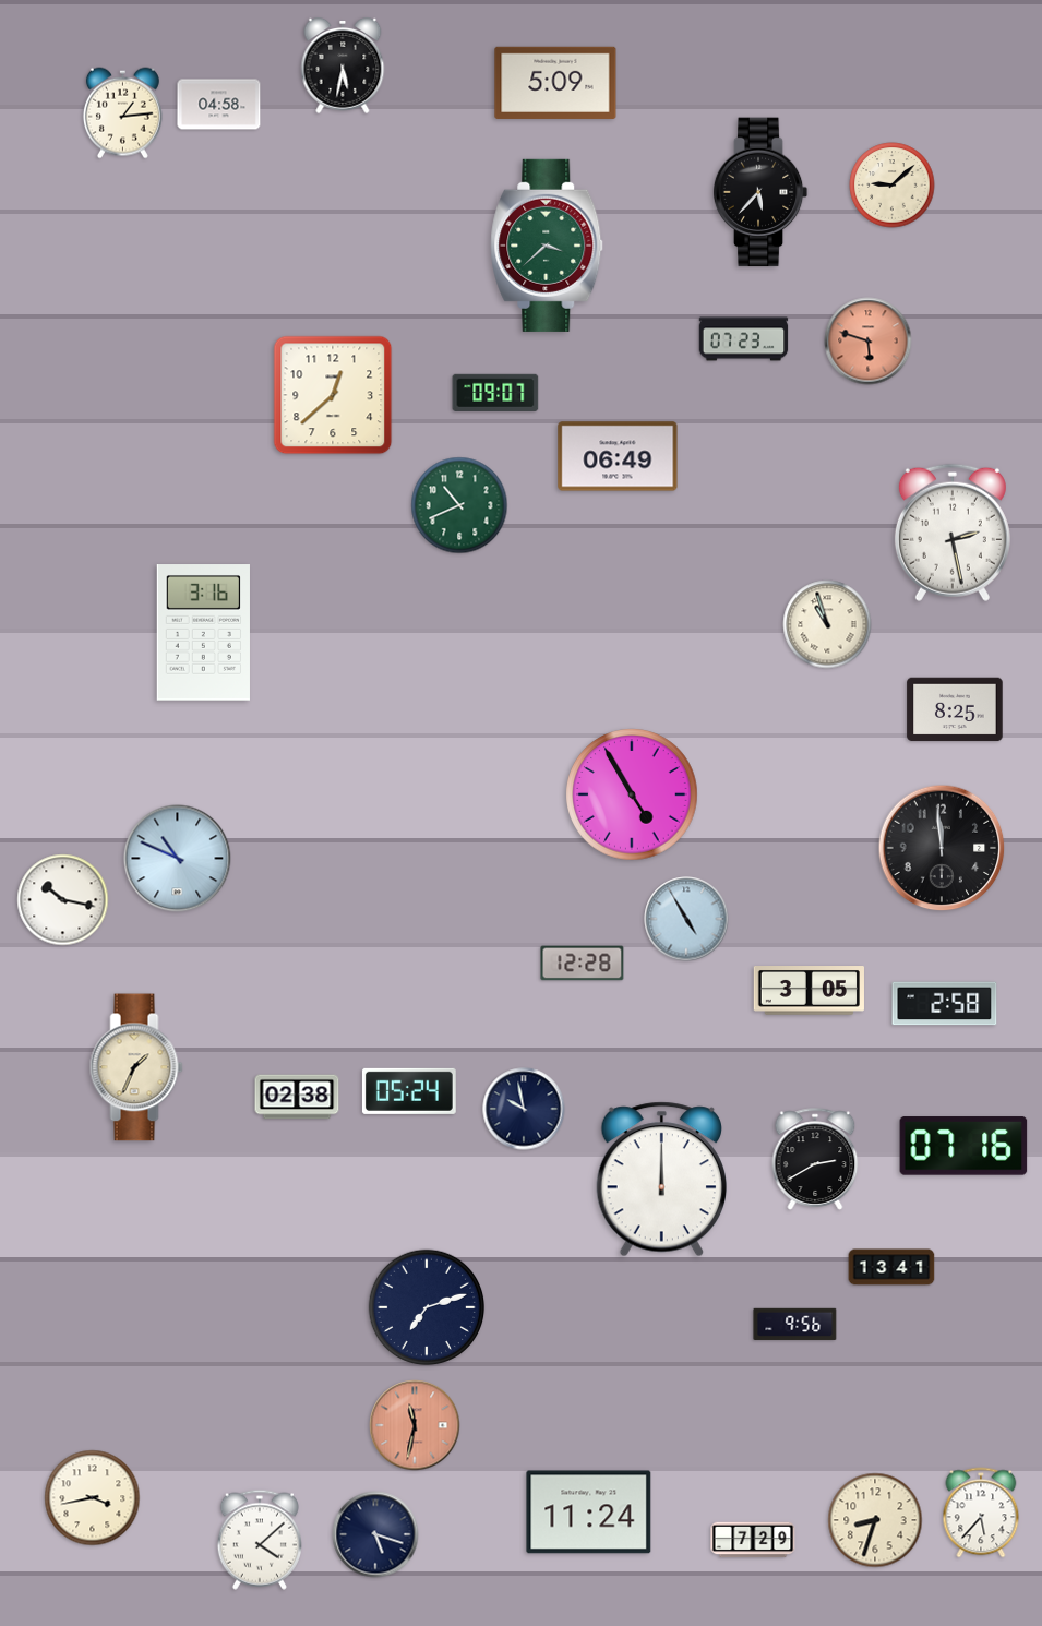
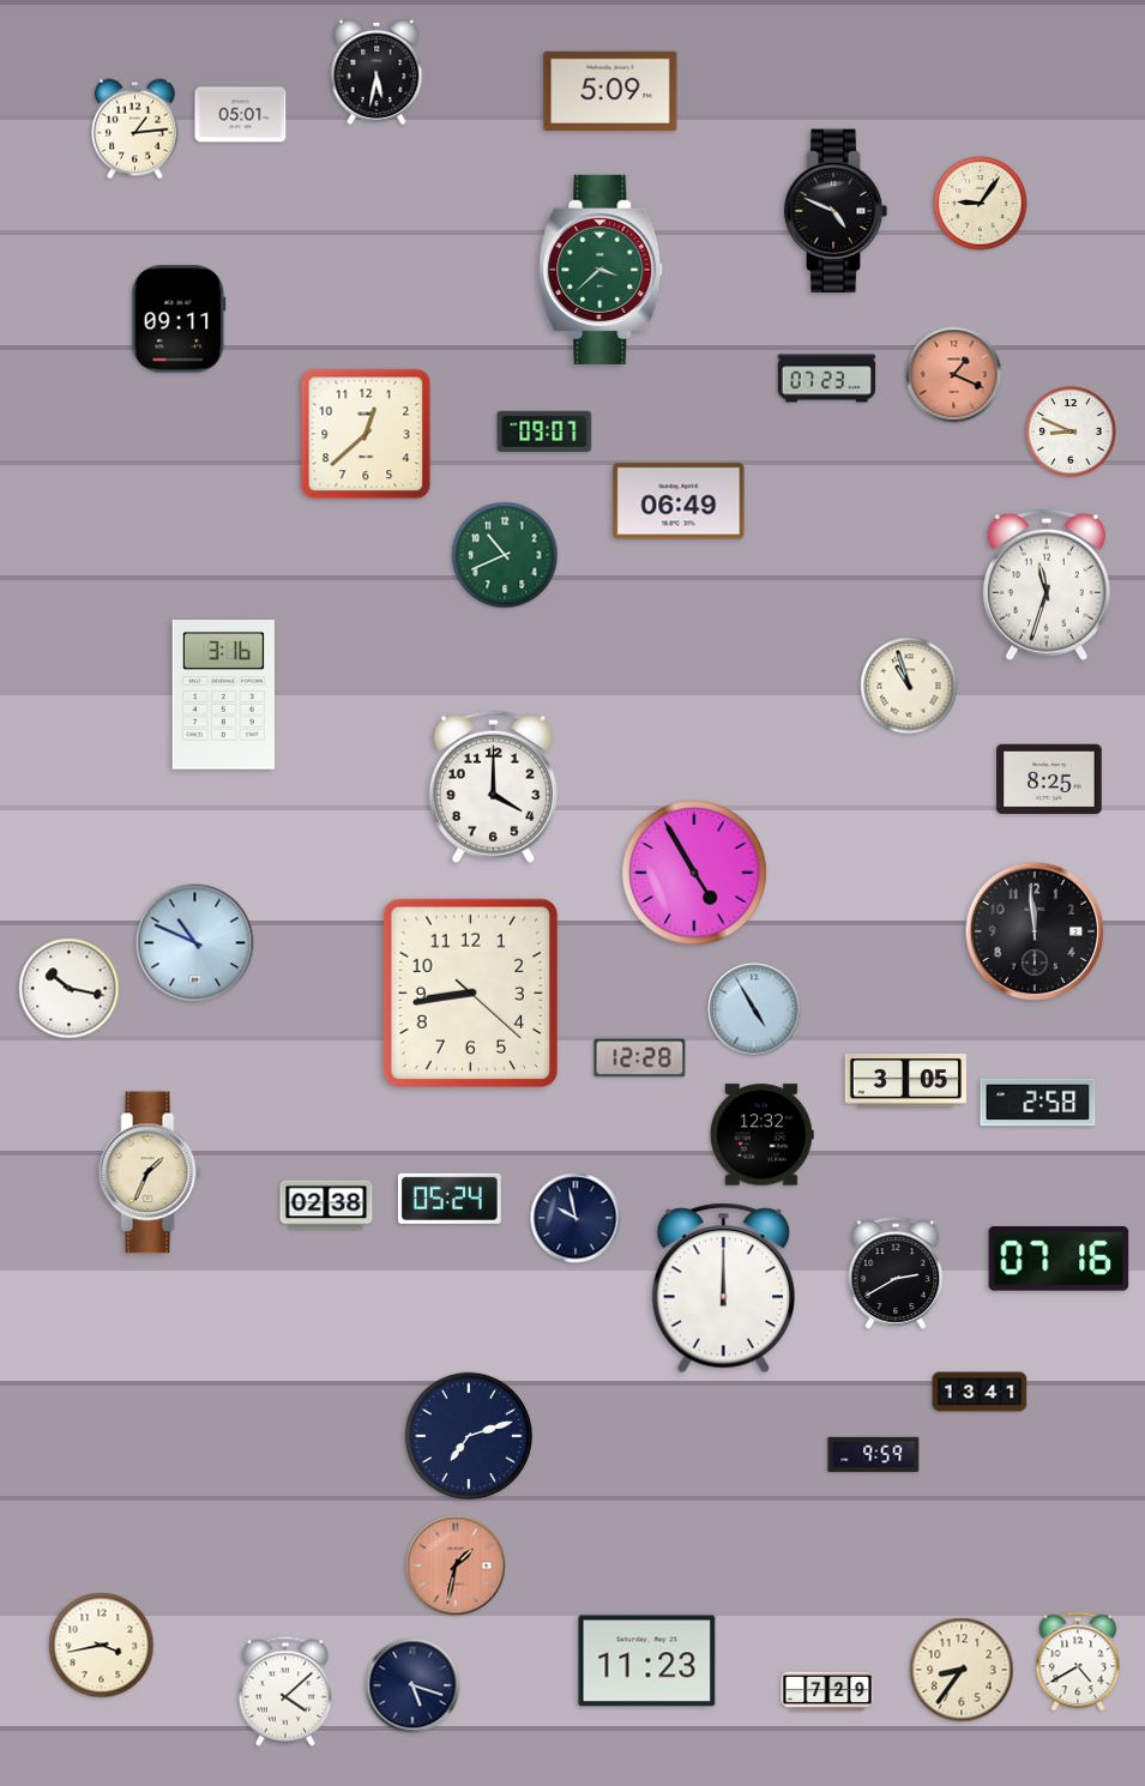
clock at (219, 105): 04:58 -> 05:01
clock at (122, 113) position: (122, 113) -> (134, 129)
clock at (893, 186): 9:08 -> 9:06
clock at (760, 192): 5:37 -> 4:49
clock at (179, 319): none -> 09:11
clock at (744, 339) position: (744, 339) -> (827, 379)
clock at (869, 342): 5:48 -> 1:19
clock at (1071, 432): none -> 8:49
clock at (953, 533): 2:28 -> 11:33
clock at (493, 786): none -> 4:00
clock at (470, 992): none -> 8:43
clock at (809, 991) position: (809, 991) -> (905, 1081)
clock at (763, 1135): none -> 12:32
clock at (661, 1180) position: (661, 1180) -> (723, 1289)
clock at (795, 1324): 9:56 -> 9:59
clock at (415, 1425): 11:32 -> 1:32
clock at (589, 1513): 11:24 -> 11:23
clock at (981, 1513): 5:37 -> 4:40
clock at (875, 1520): 8:33 -> 8:36
